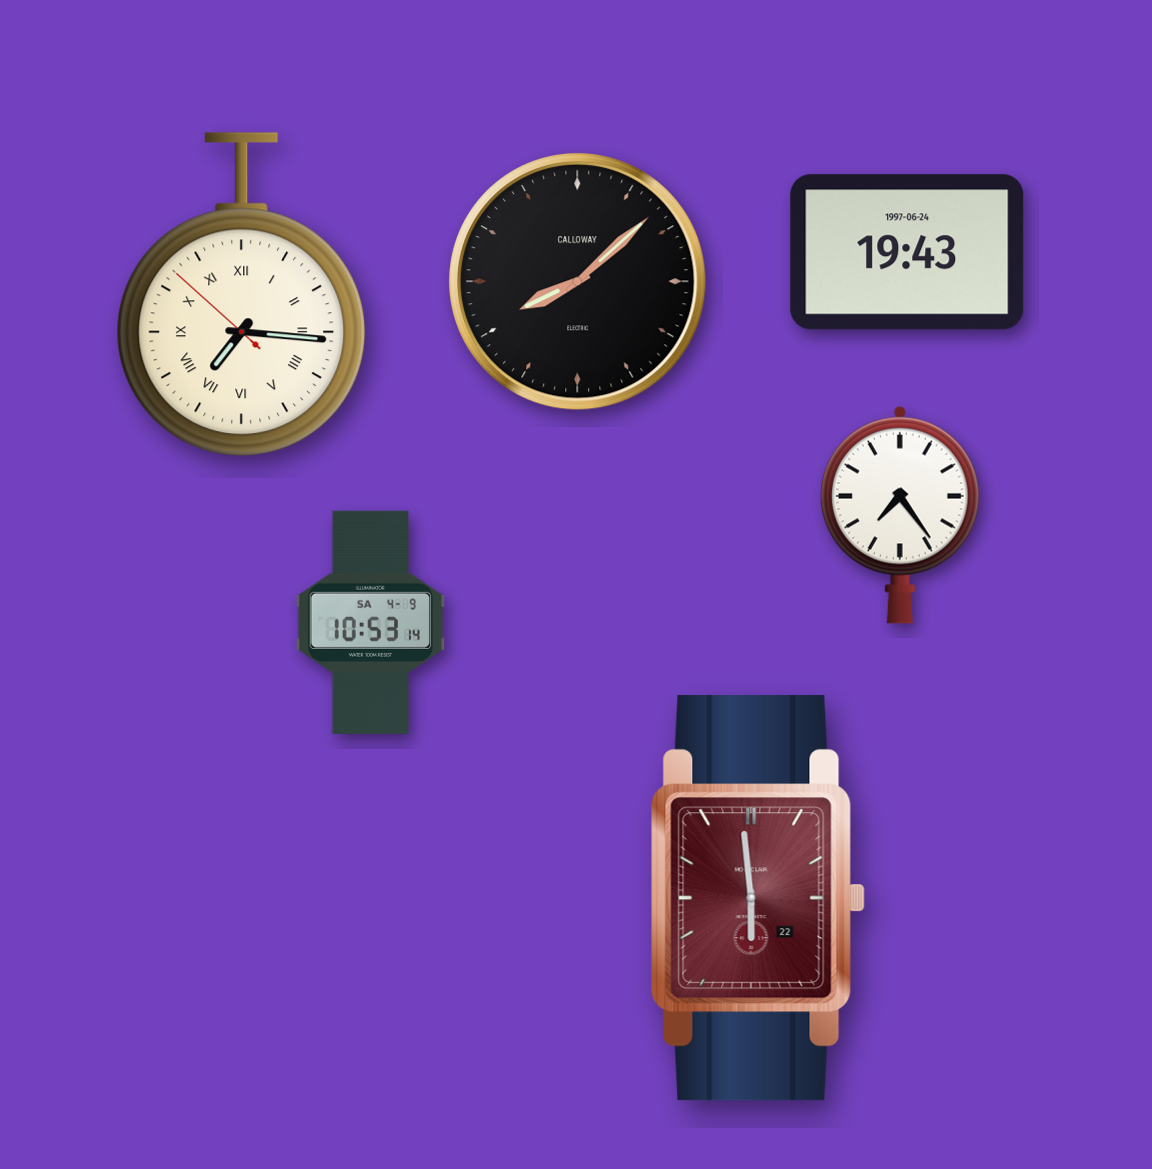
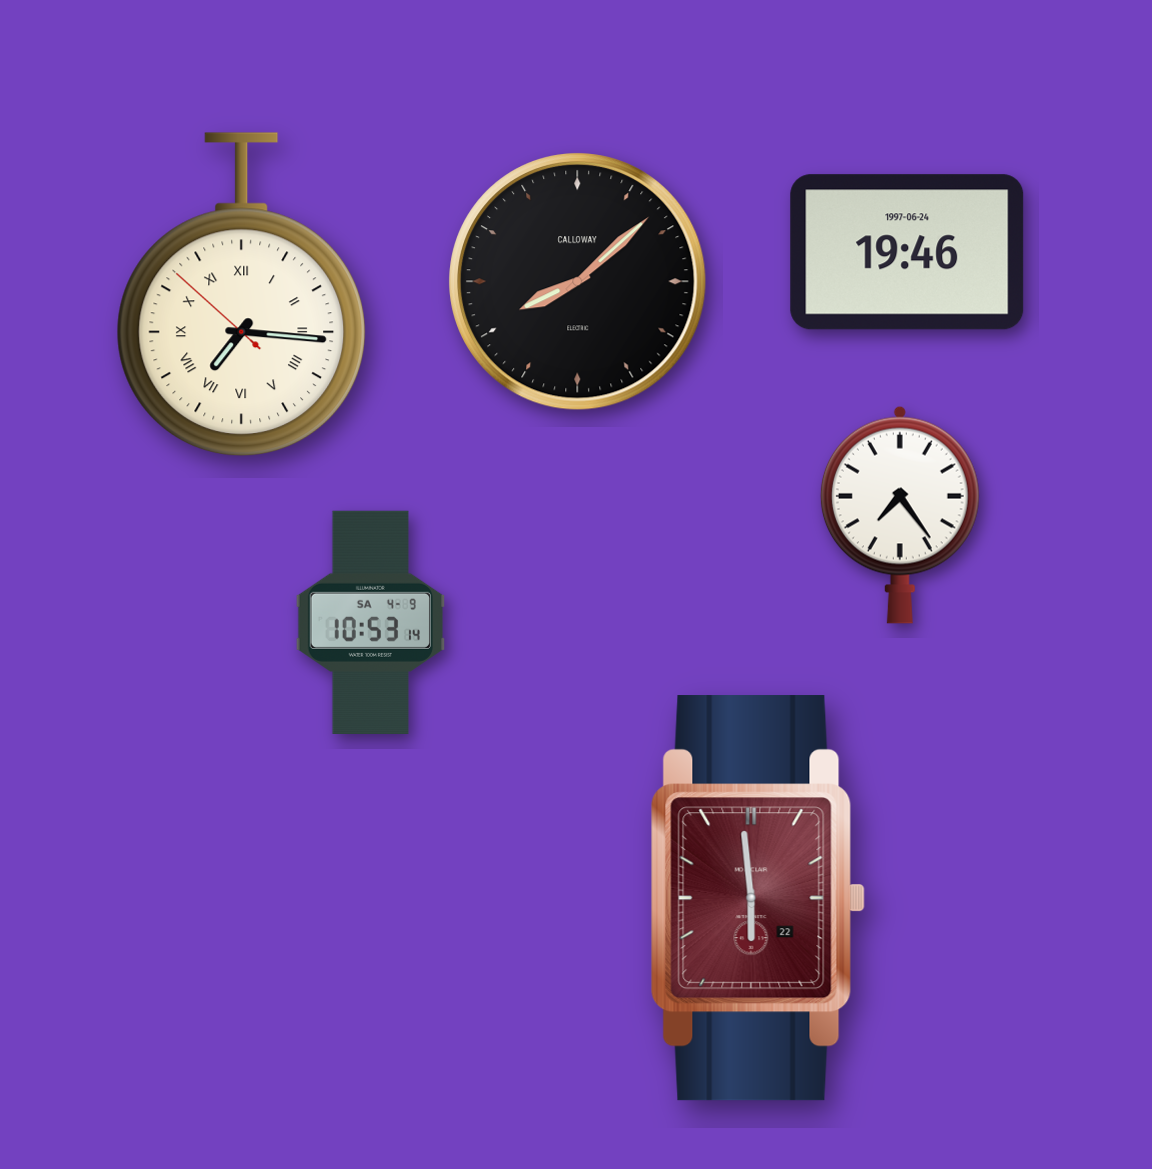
clock at (907, 252): 19:43 -> 19:46
